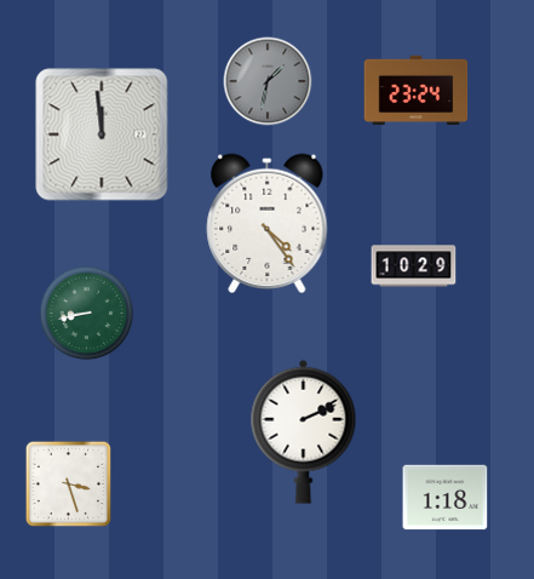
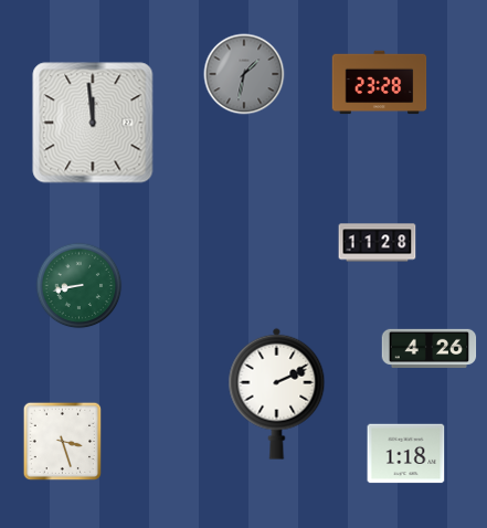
clock at (417, 91): 23:24 -> 23:28
clock at (268, 223): 4:24 -> none
clock at (414, 266): 10:29 -> 11:28
clock at (430, 348): none -> 4:26
